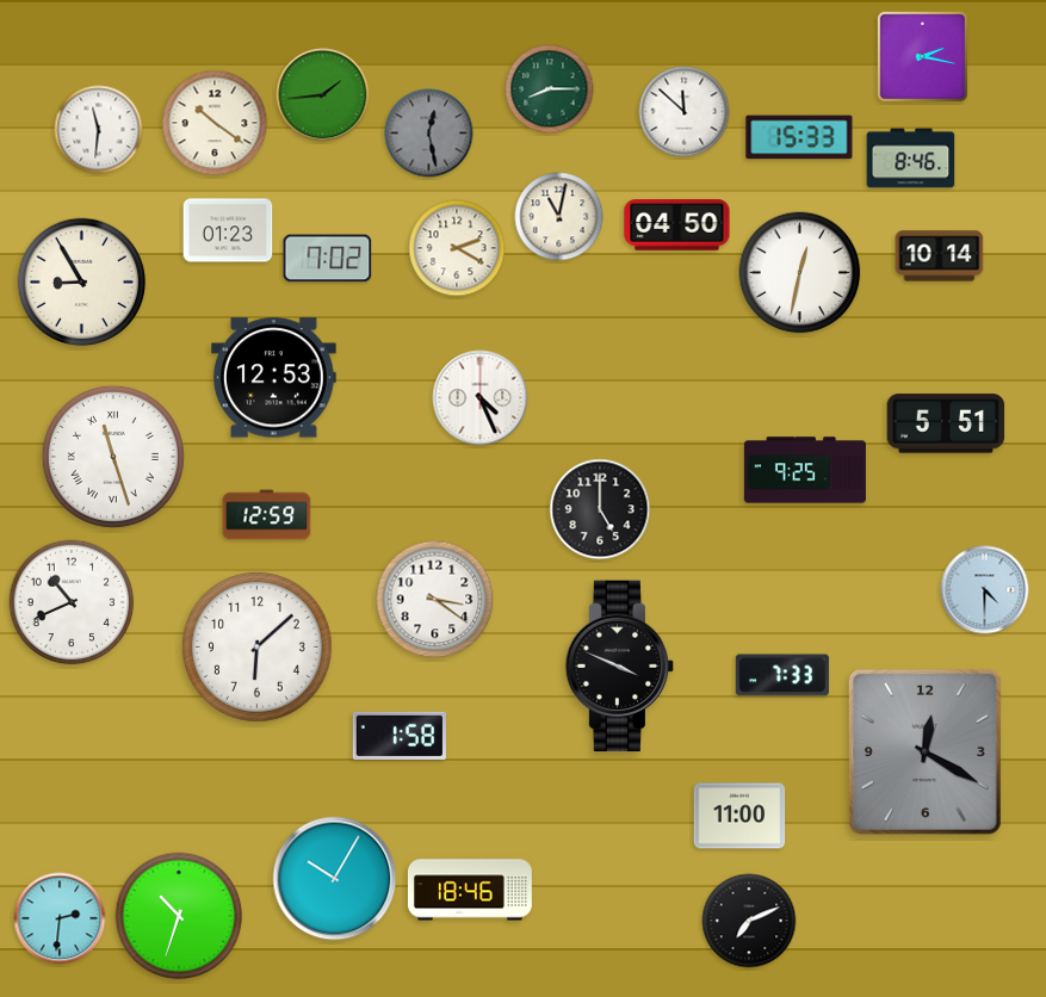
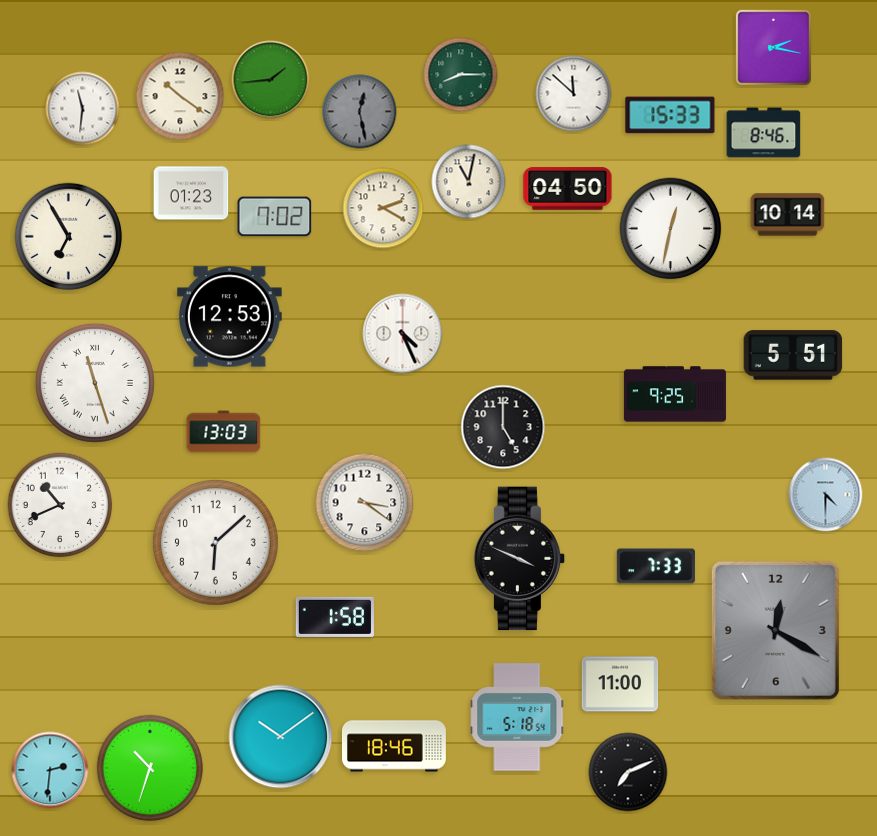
clock at (215, 123) position: (215, 123) -> (180, 96)
clock at (82, 283): 8:55 -> 6:55
clock at (267, 515): 12:59 -> 13:03
clock at (518, 717): none -> 5:18
clock at (335, 879): 10:05 -> 10:09
